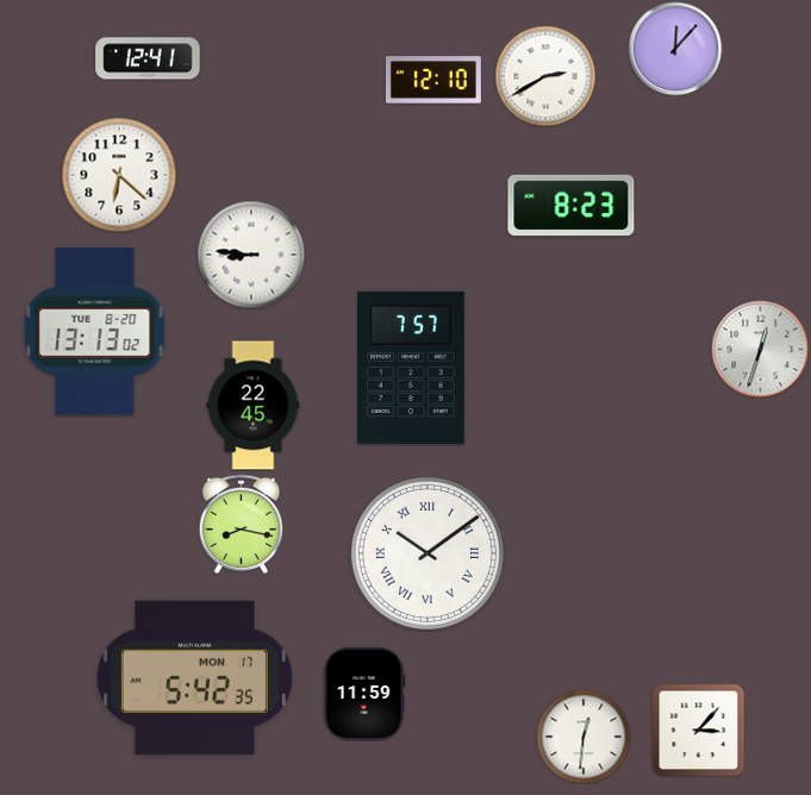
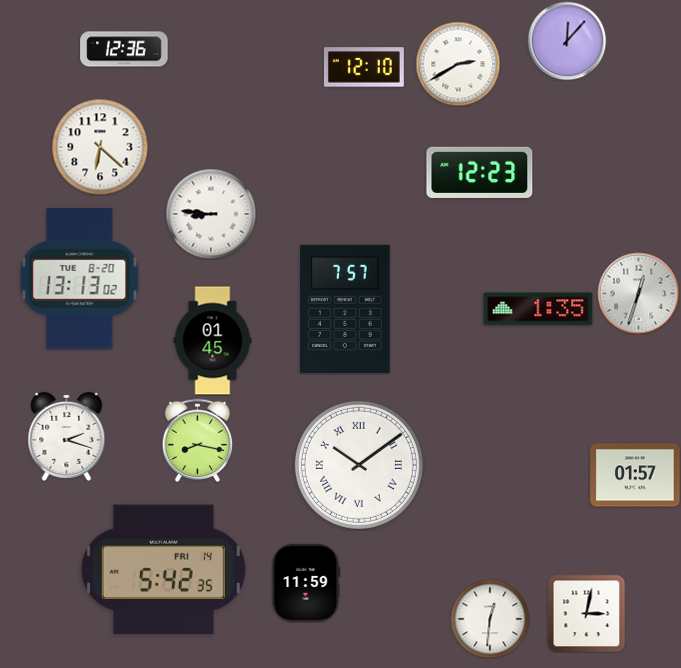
clock at (148, 58): 12:41 -> 12:36
clock at (572, 205): 8:23 -> 12:23
clock at (538, 309): none -> 1:35
clock at (254, 406): 22:45 -> 01:45
clock at (67, 436): none -> 2:18
clock at (242, 524) position: (242, 524) -> (198, 440)
clock at (635, 475): none -> 01:57
clock at (194, 678) date: MON 17 -> FRI 14
clock at (698, 730): 3:07 -> 3:02
